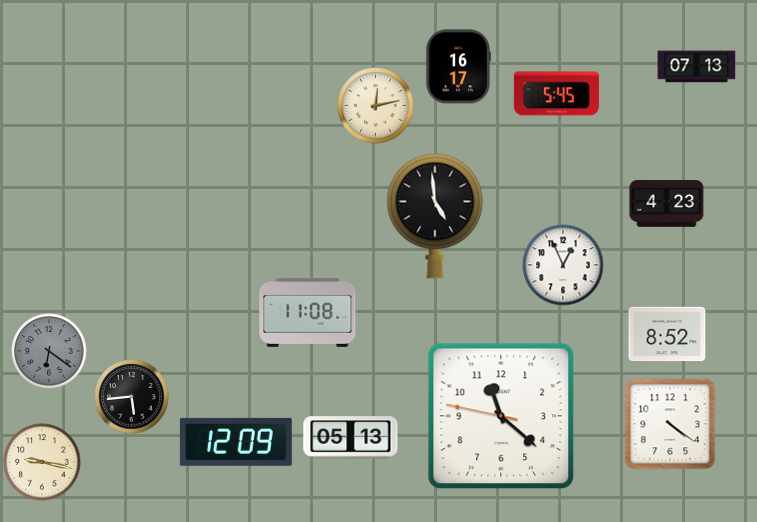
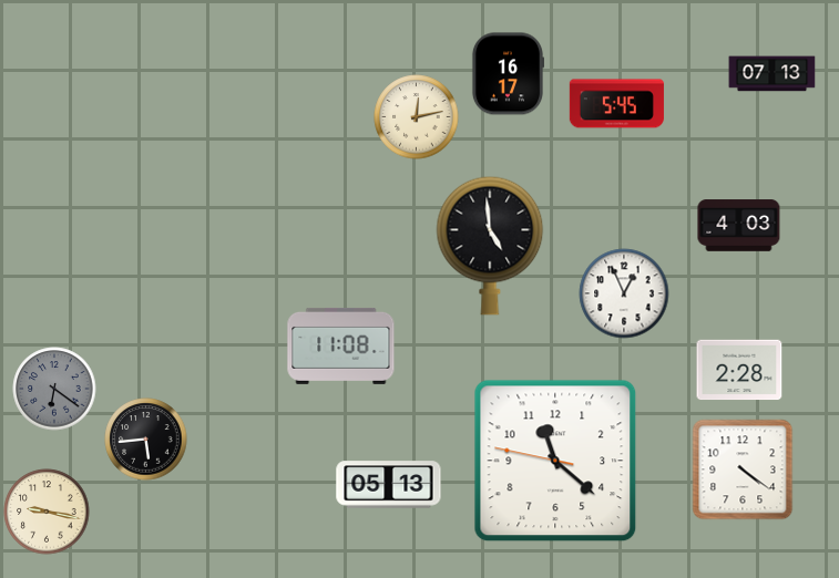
clock at (667, 204): 4:23 -> 4:03
clock at (435, 216) position: (435, 216) -> (490, 246)
clock at (667, 334): 8:52 -> 2:28
clock at (236, 442): 12:09 -> none
